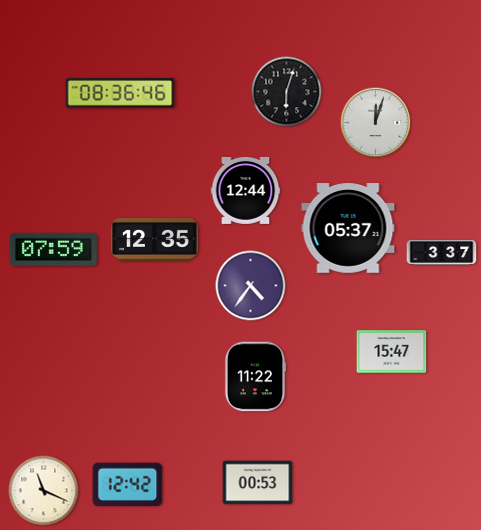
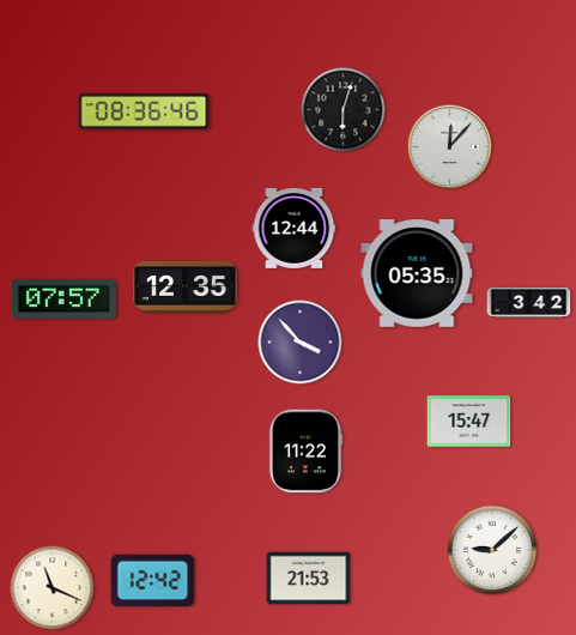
clock at (376, 123): 12:03 -> 12:07
clock at (348, 228): 05:37 -> 05:35
clock at (53, 249): 07:59 -> 07:57
clock at (442, 253): 3:37 -> 3:42
clock at (251, 286): 4:36 -> 3:53
clock at (492, 550): none -> 9:08
clock at (258, 483): 00:53 -> 21:53
